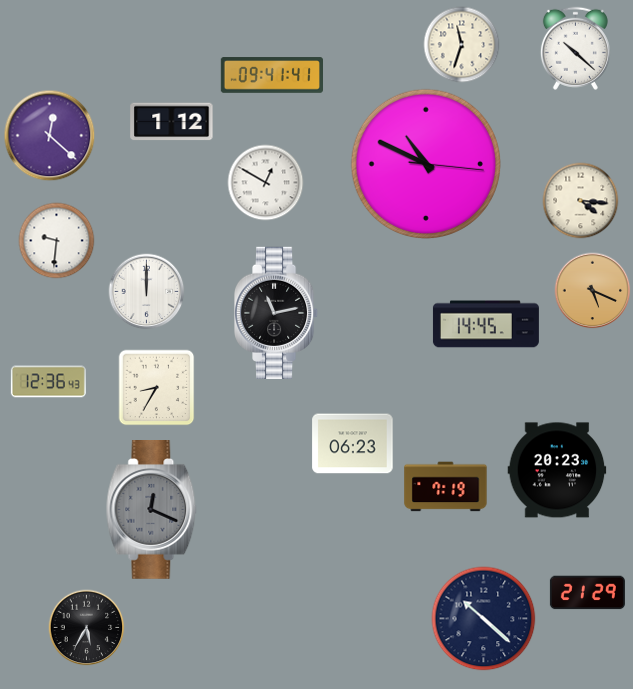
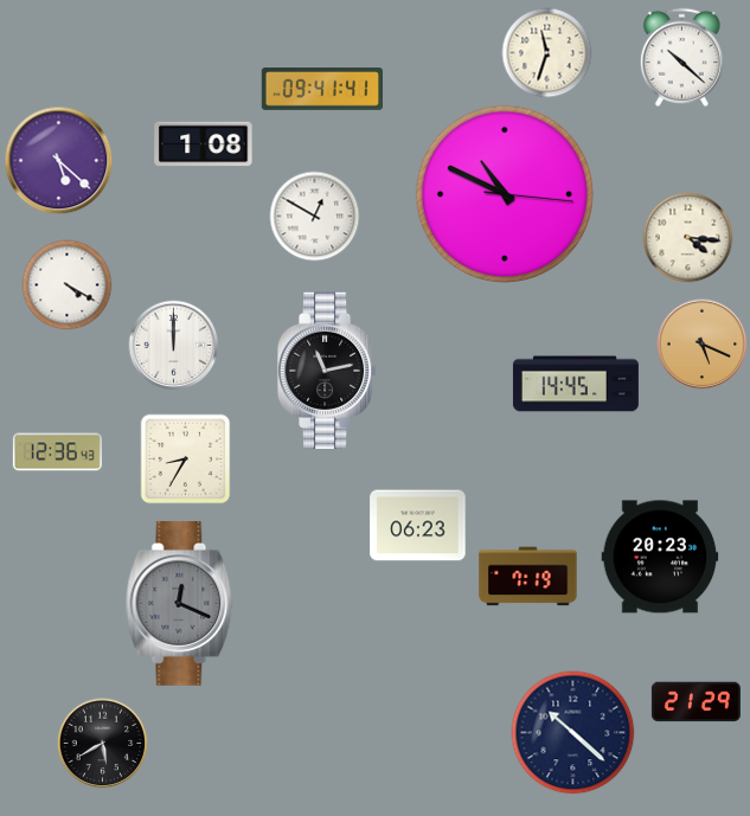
clock at (172, 122): 1:12 -> 1:08
clock at (50, 136): 12:22 -> 5:22
clock at (57, 241): 9:31 -> 4:20
clock at (87, 628): 5:35 -> 5:40
